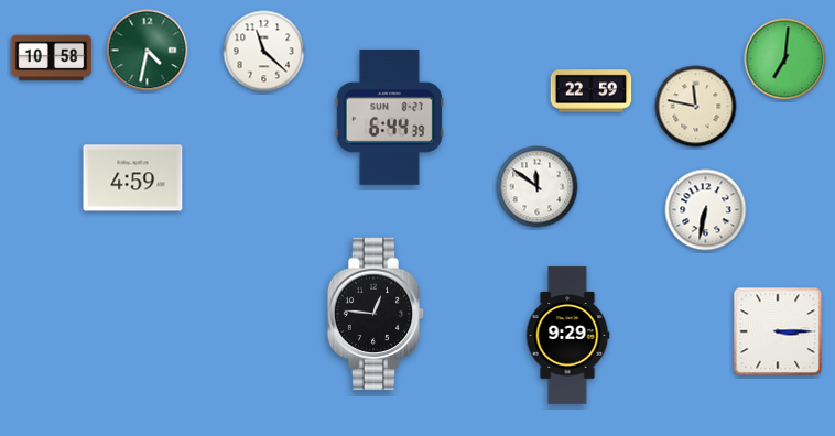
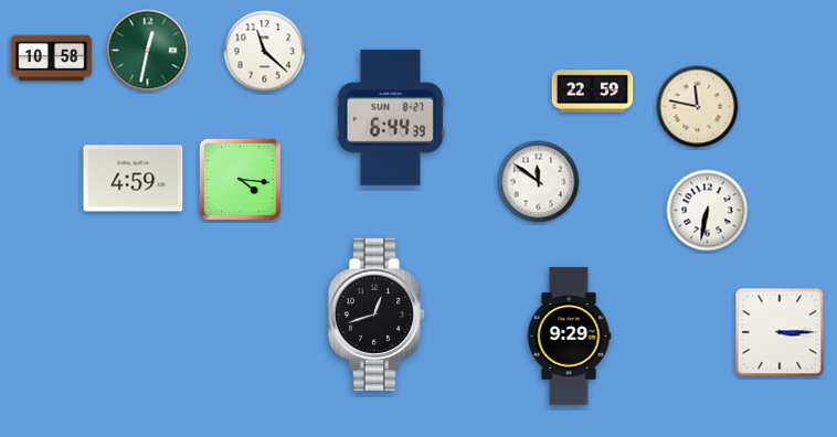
clock at (148, 51): 4:32 -> 12:32
clock at (785, 59): 7:01 -> none
clock at (241, 180): none -> 4:16
clock at (538, 187) position: (538, 187) -> (539, 182)
clock at (376, 314): 12:46 -> 12:42
